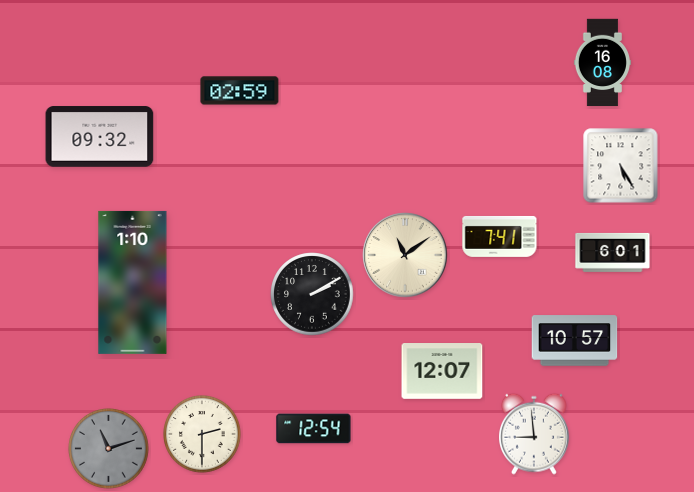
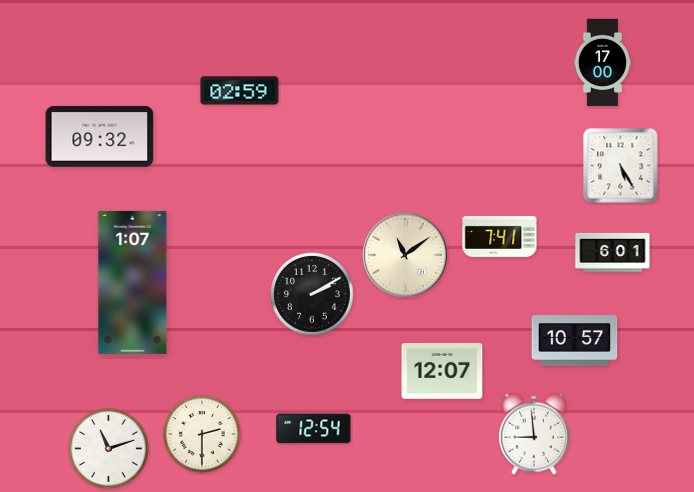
clock at (602, 63): 16:08 -> 17:00
clock at (133, 282): 1:10 -> 1:07
clock at (109, 449) dial: grey -> white
